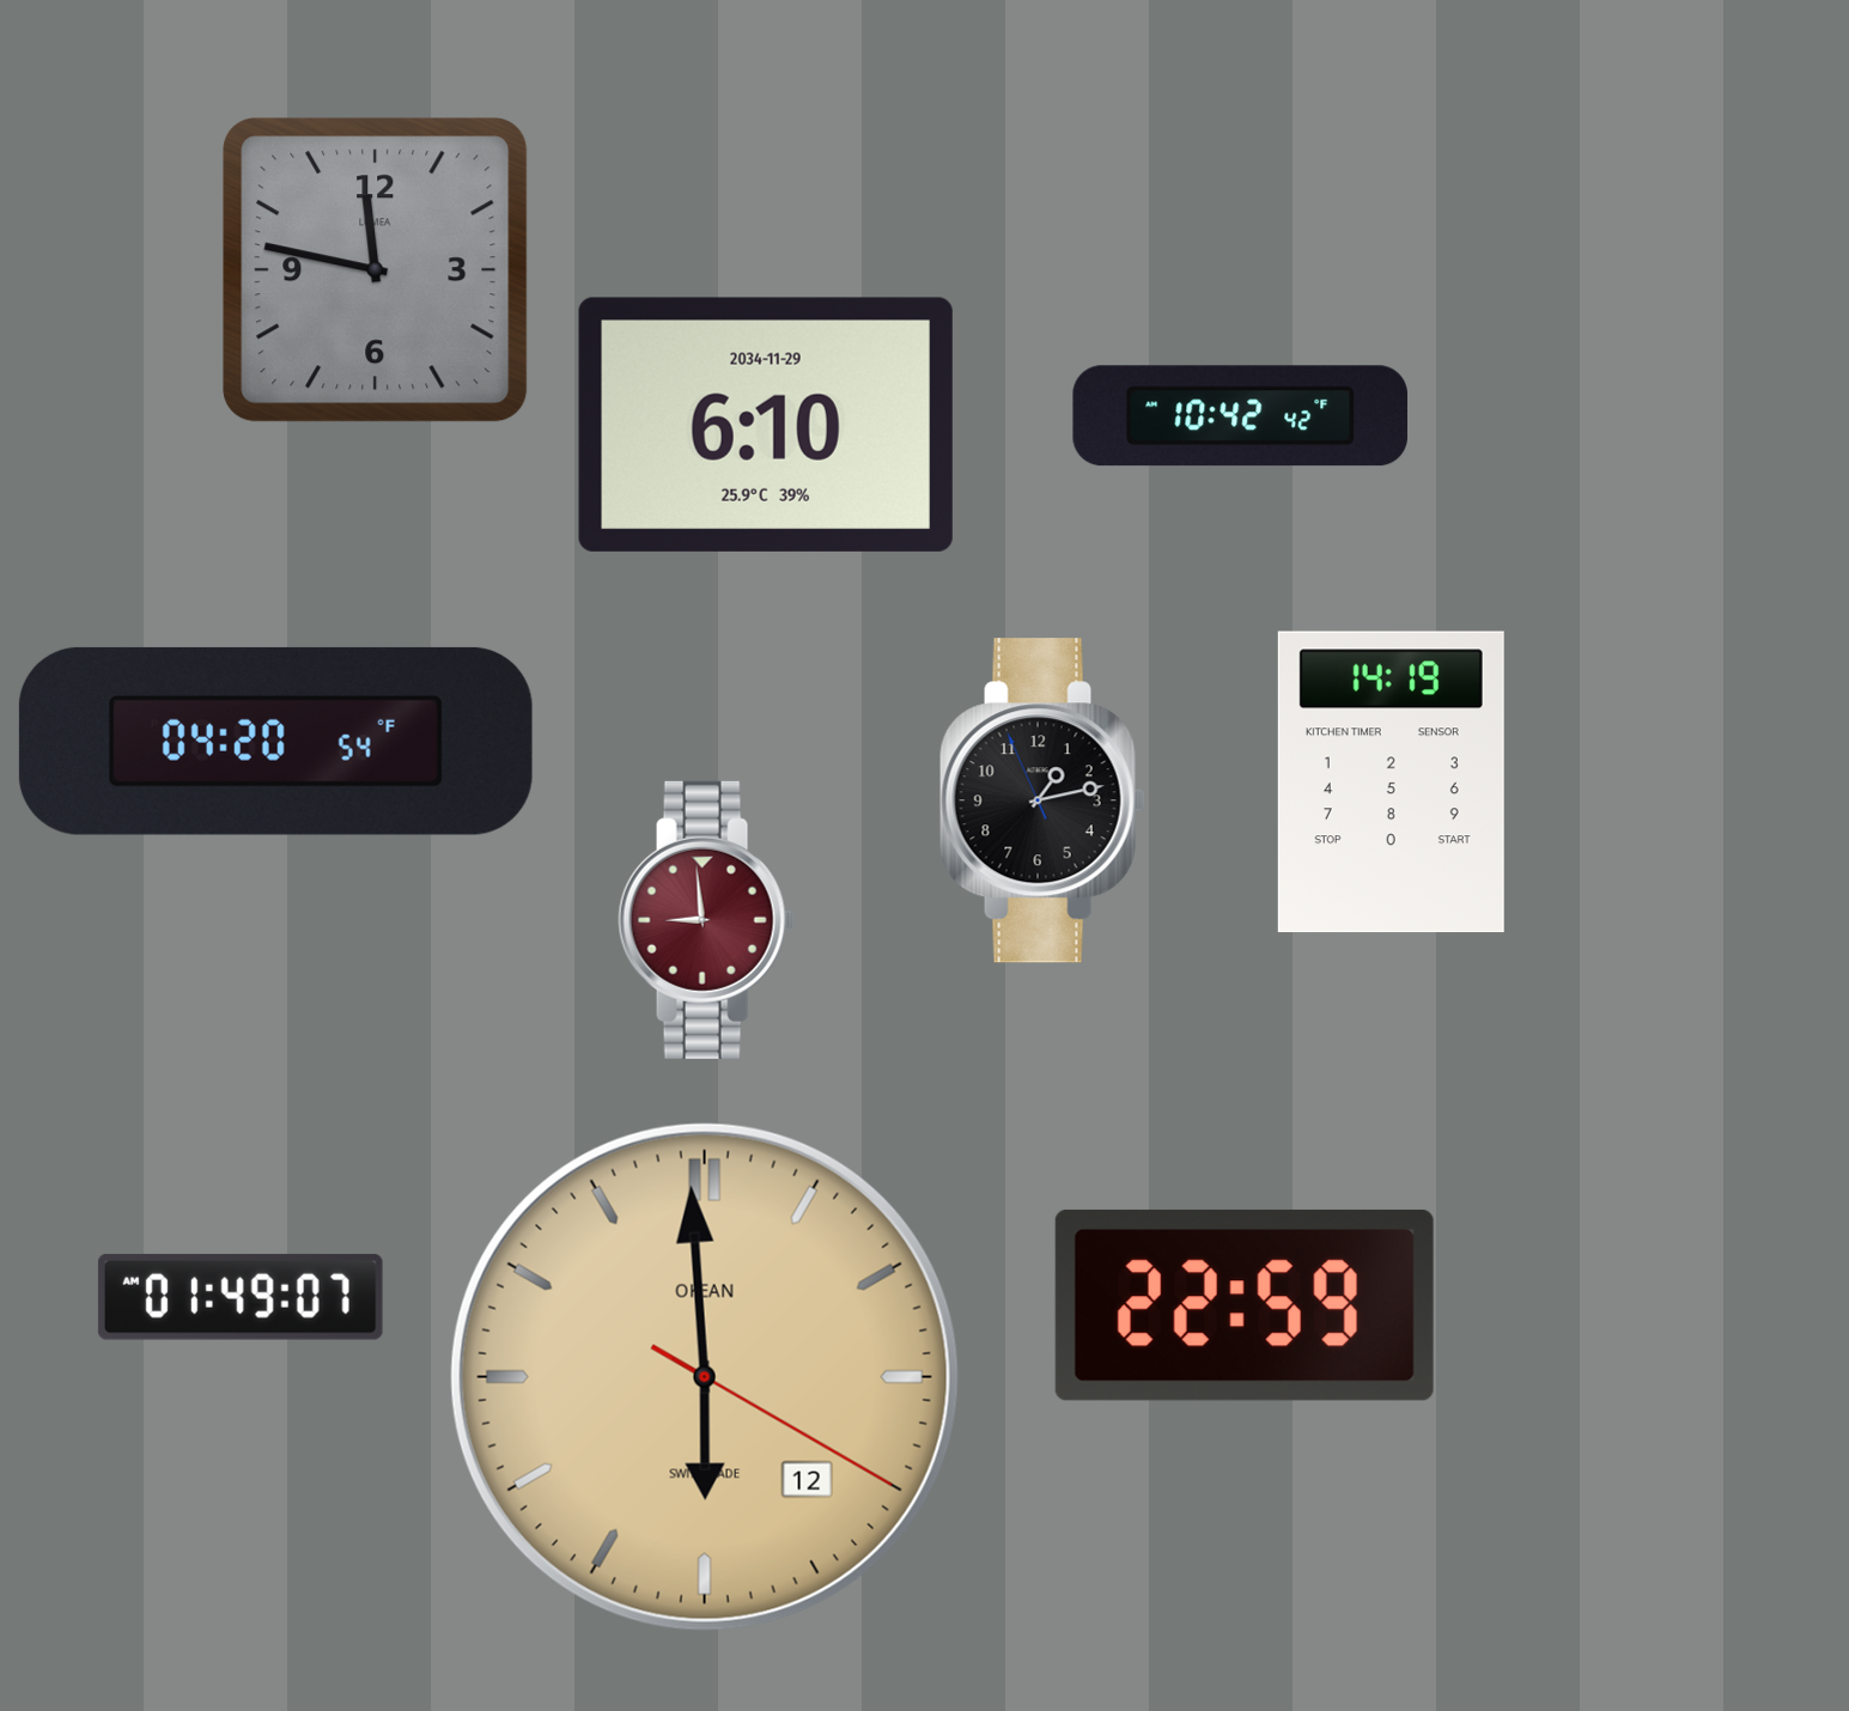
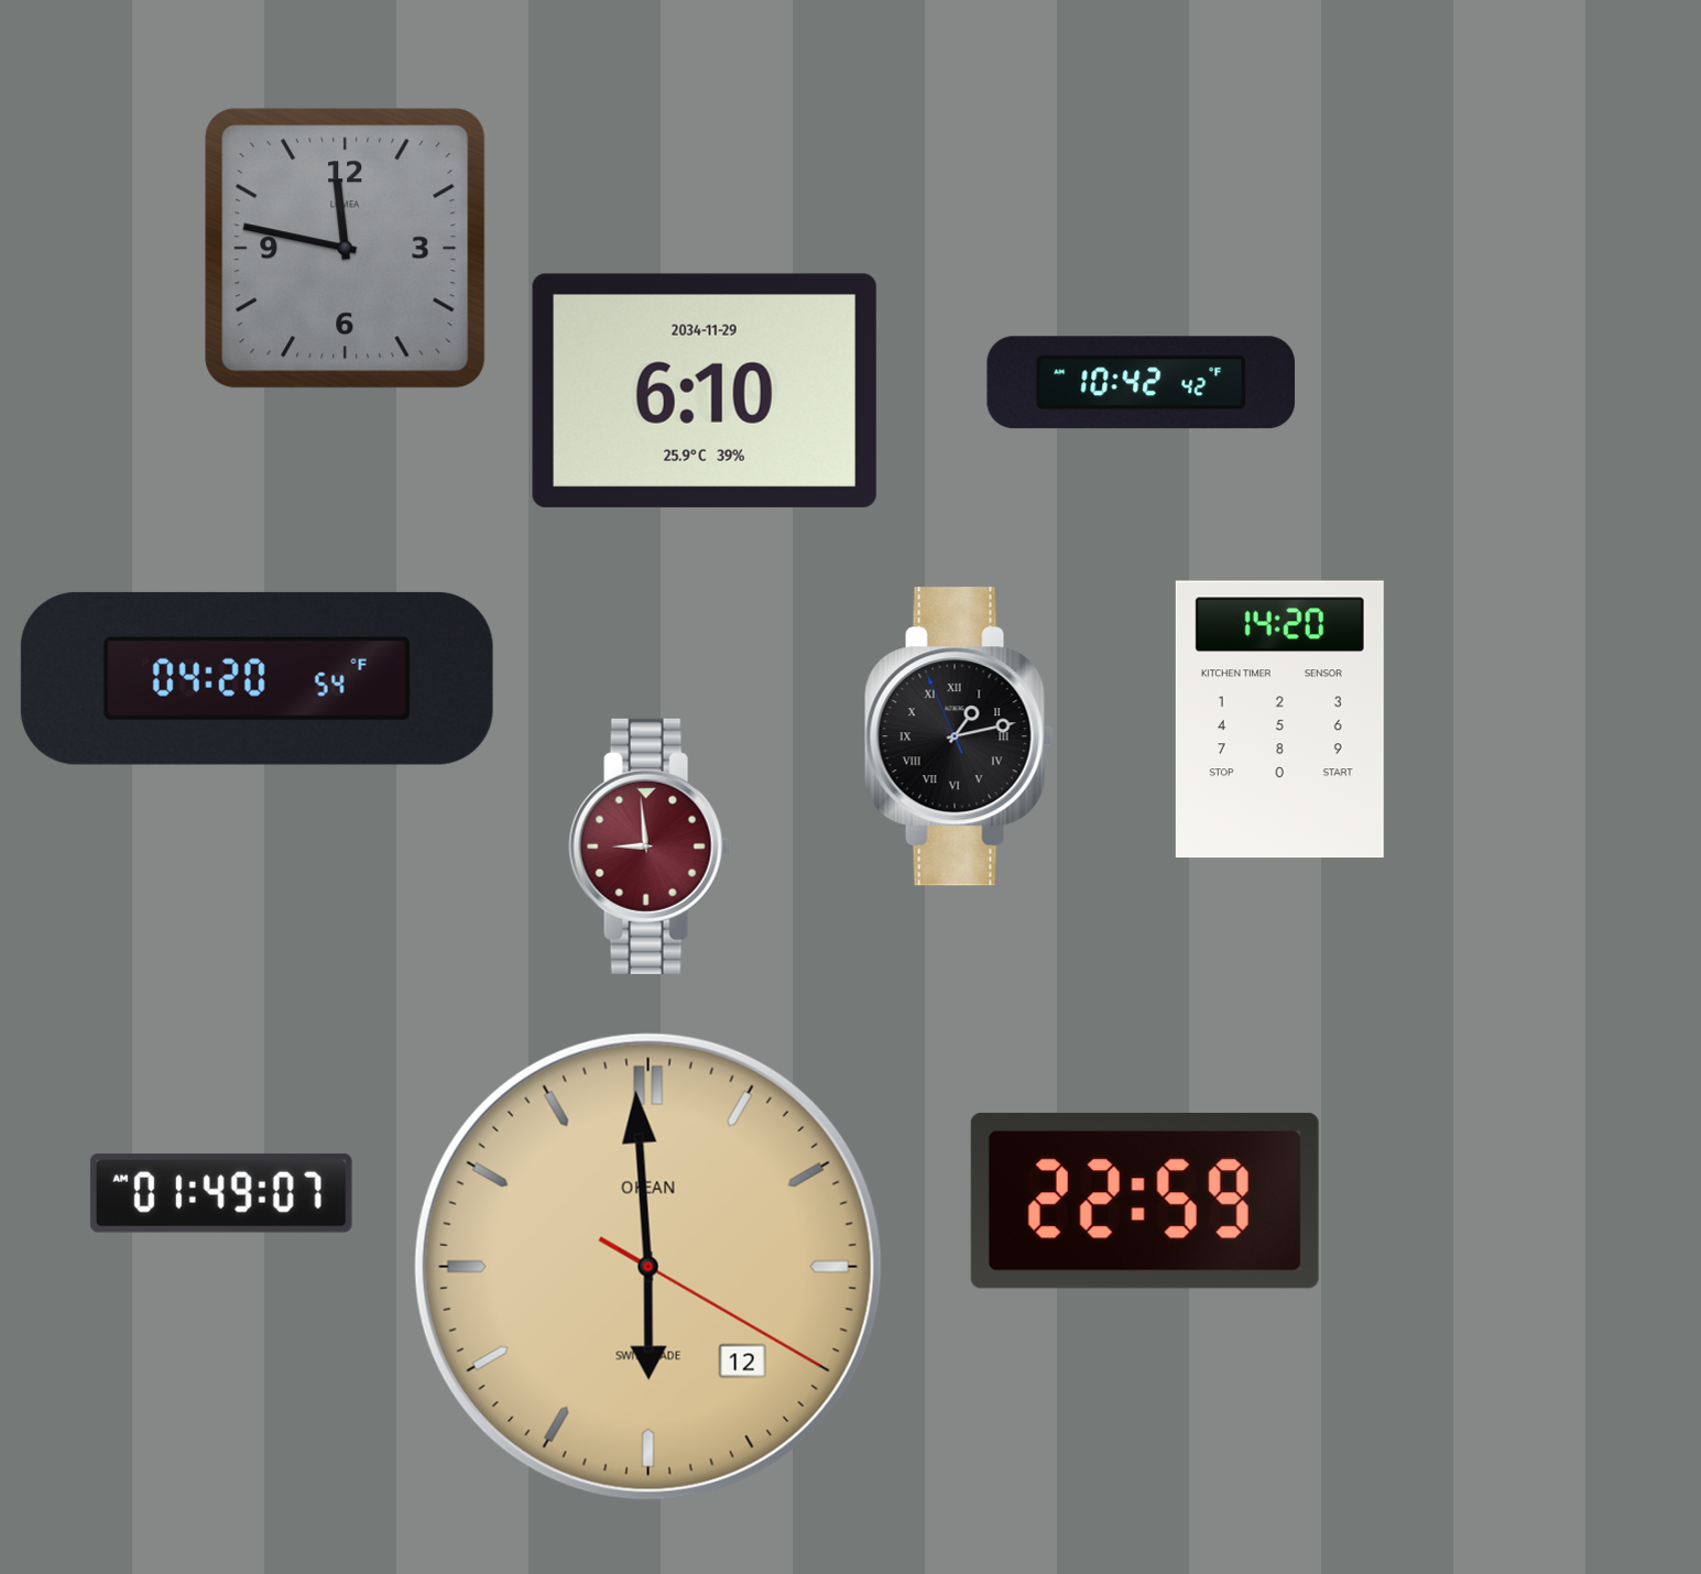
clock at (275, 741) position: (275, 741) -> (257, 678)
clock at (1391, 783): 14:19 -> 14:20
clock at (1042, 800) numerals: Arabic -> Roman
